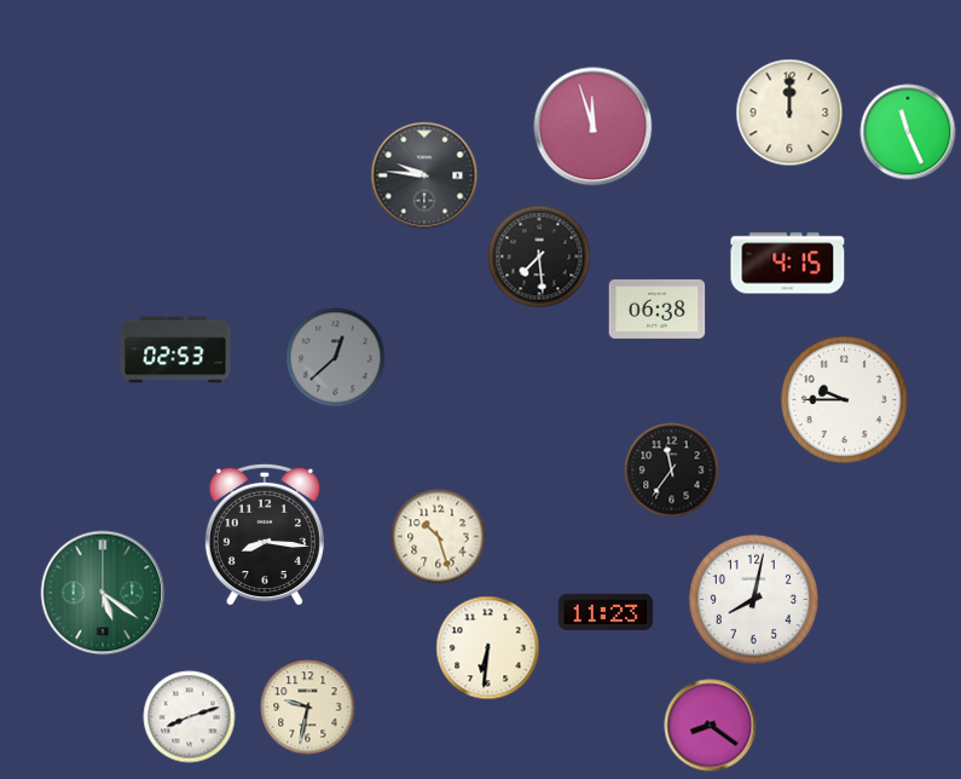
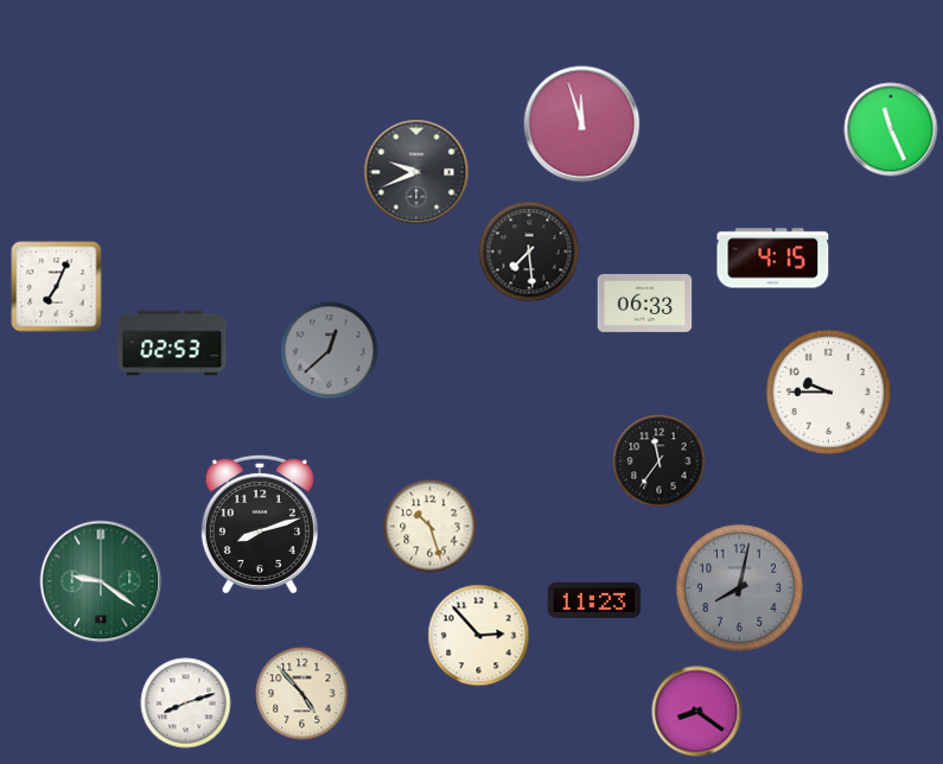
clock at (789, 112): 12:00 -> none
clock at (424, 175): 9:46 -> 9:41
clock at (57, 287): none -> 7:04
clock at (658, 308): 06:38 -> 06:33
clock at (265, 535): 8:16 -> 8:12
clock at (103, 593): 5:21 -> 9:21
clock at (753, 599) dial: white -> grey
clock at (488, 648): 6:31 -> 2:53
clock at (308, 708): 9:32 -> 4:53
